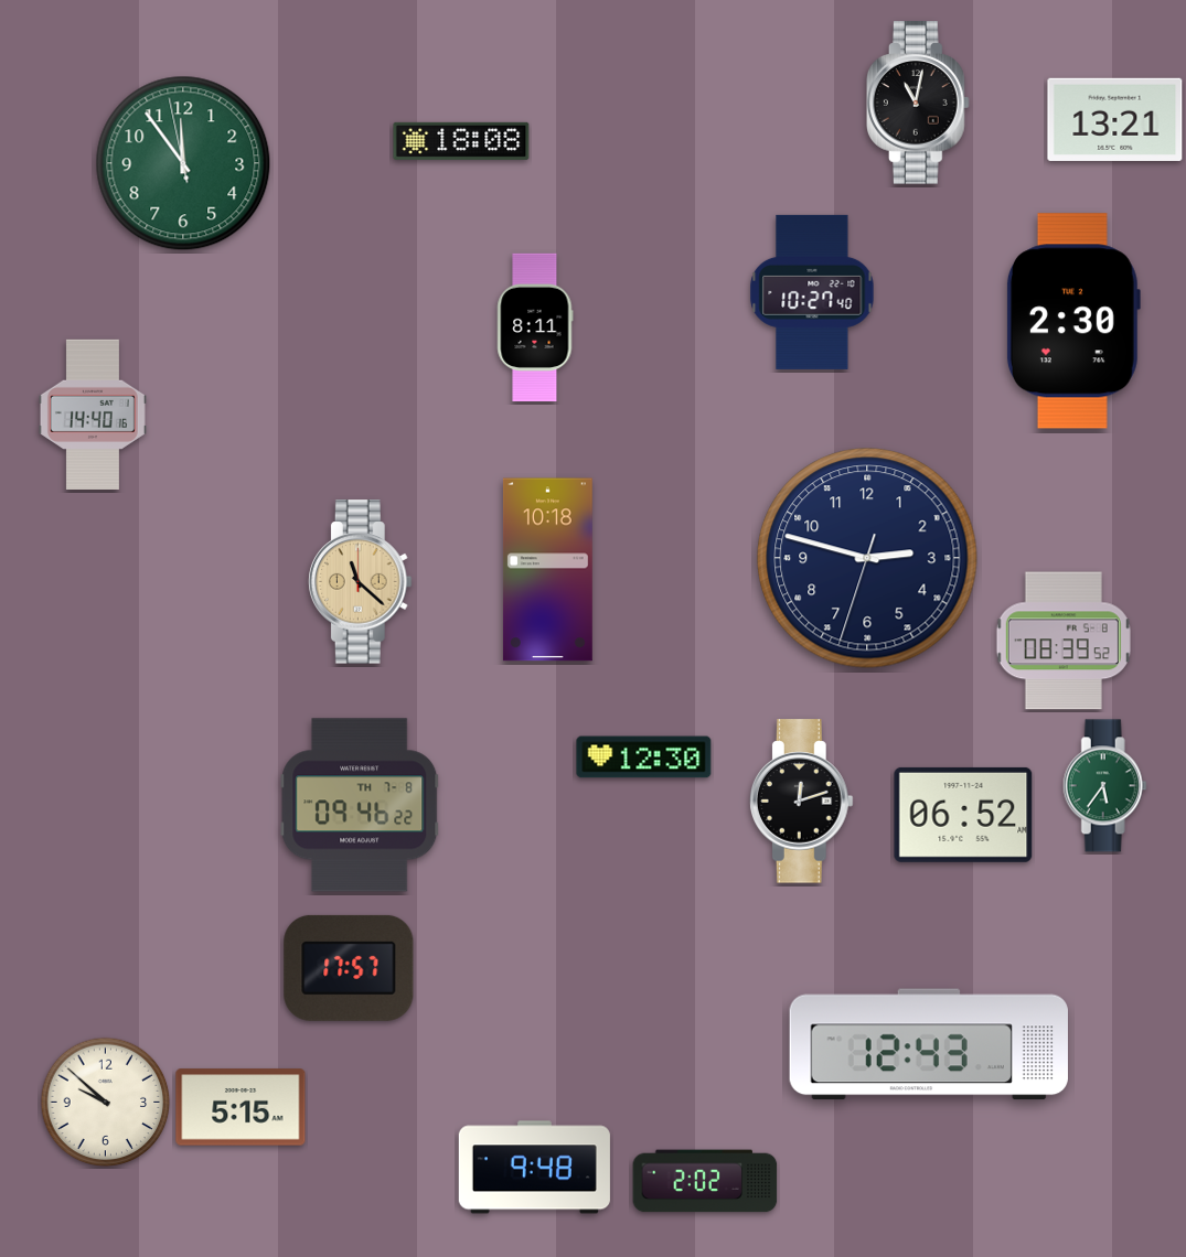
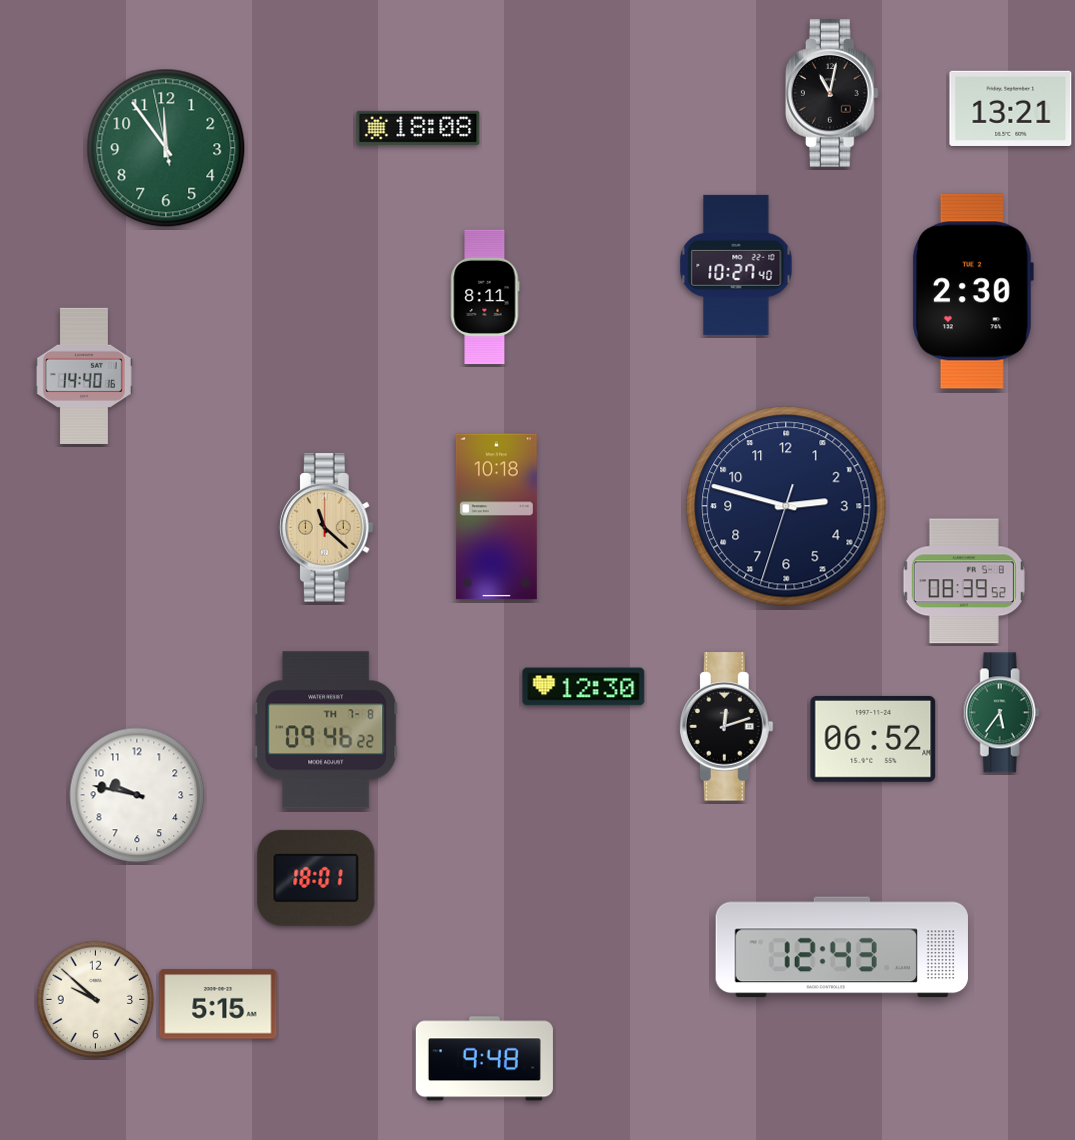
clock at (137, 795): none -> 9:47
clock at (349, 968): 17:57 -> 18:01
clock at (705, 1181): 2:02 -> none
